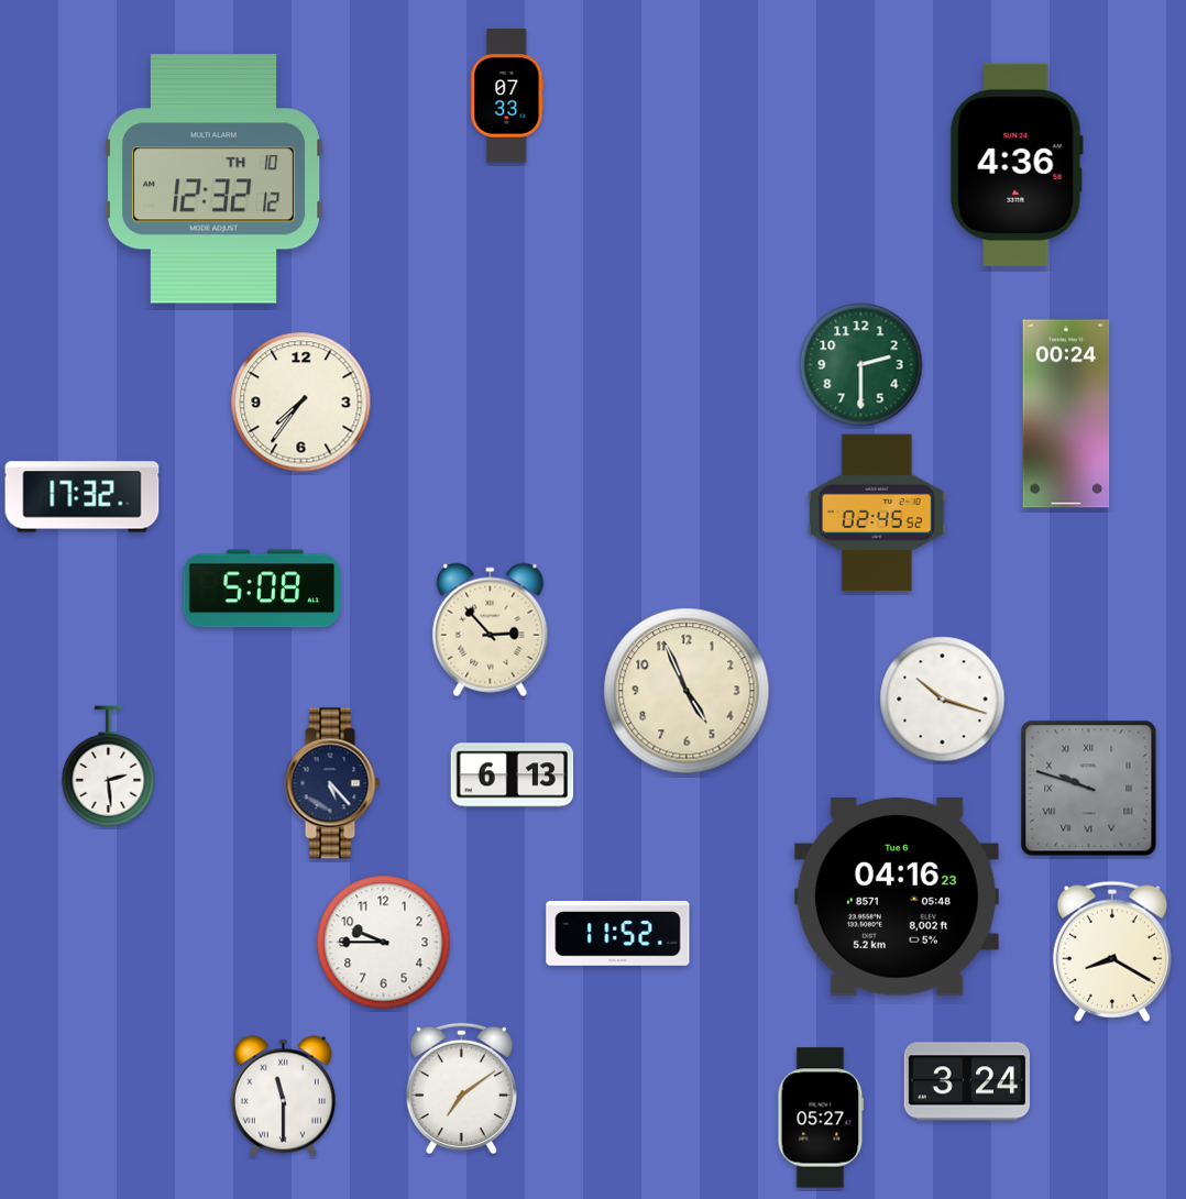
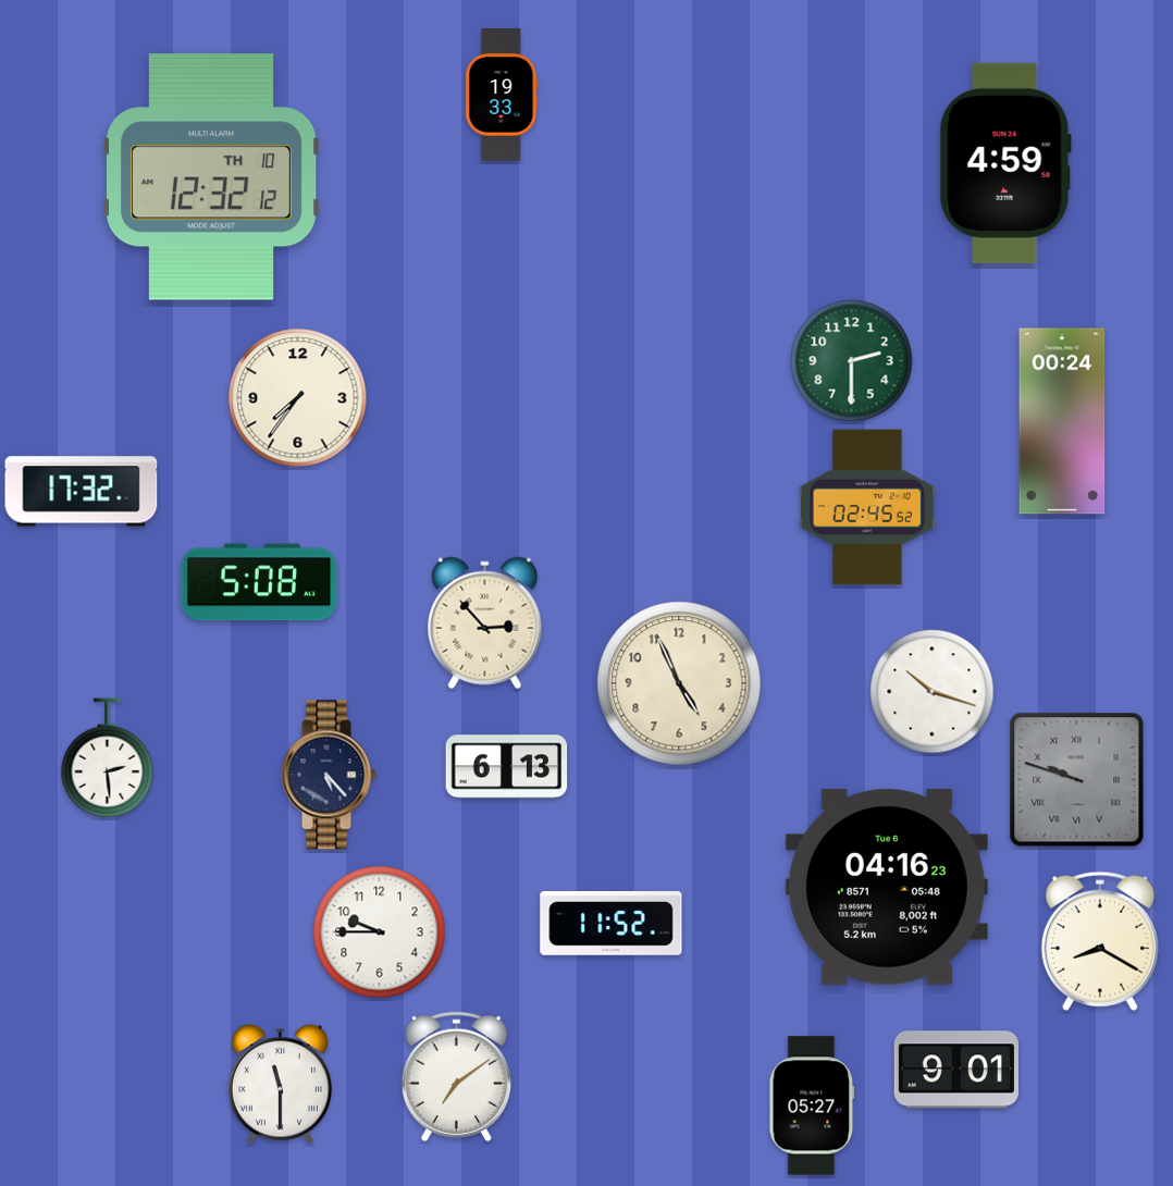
clock at (507, 96): 07:33 -> 19:33
clock at (1017, 165): 4:36 -> 4:59
clock at (1066, 414) position: (1066, 414) -> (1062, 421)
clock at (967, 1081): 3:24 -> 9:01
